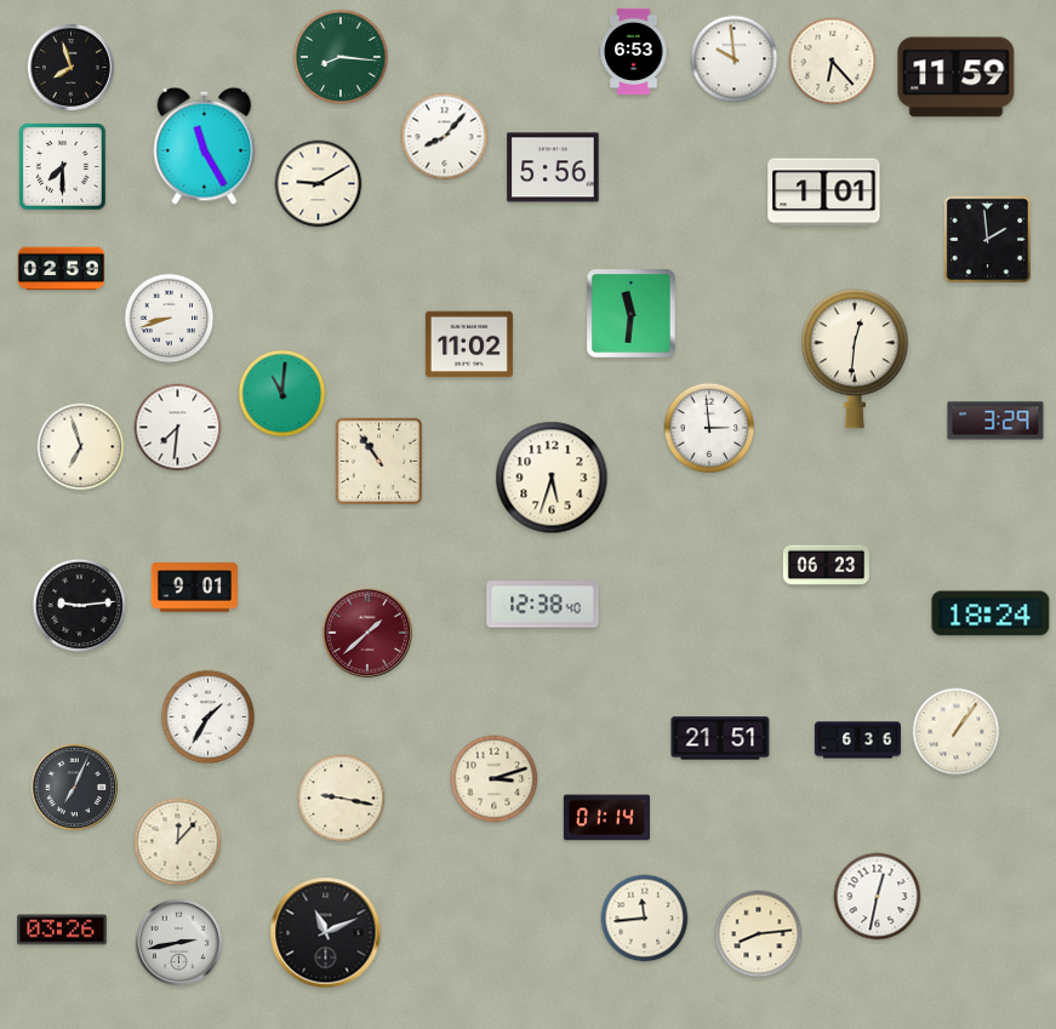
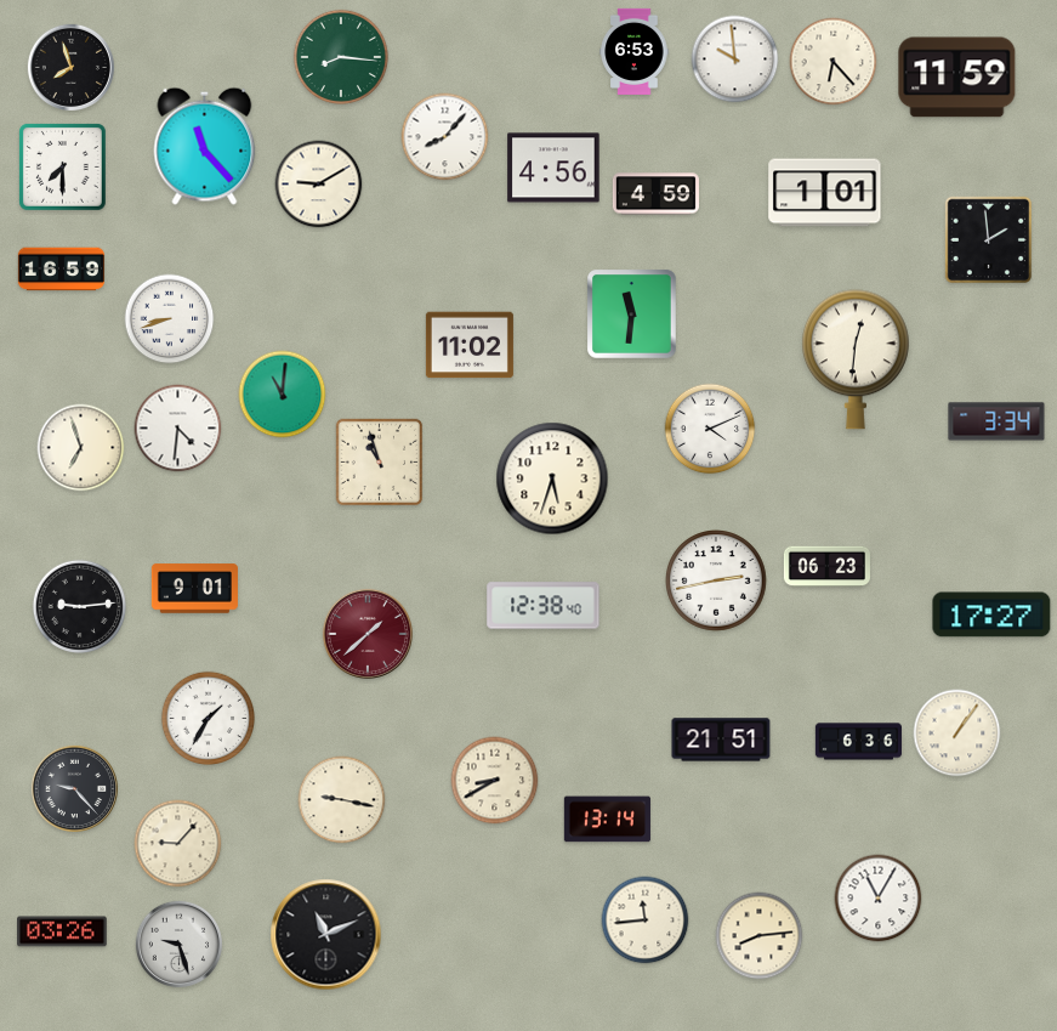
clock at (205, 145): 11:25 -> 11:23
clock at (553, 167): 5:56 -> 4:56
clock at (655, 194): none -> 4:59
clock at (61, 269): 02:59 -> 16:59
clock at (995, 421): 3:29 -> 3:34
clock at (178, 428): 7:31 -> 4:31
clock at (709, 428): 2:59 -> 4:11
clock at (379, 462): 10:54 -> 10:57
clock at (717, 582): none -> 2:43
clock at (991, 613): 18:24 -> 17:27
clock at (495, 779): 3:12 -> 8:40
clock at (74, 787): 7:04 -> 9:23
clock at (606, 818): 01:14 -> 13:14
clock at (178, 842): 12:07 -> 9:07
clock at (878, 897): 12:32 -> 11:05
clock at (178, 942): 2:43 -> 9:27
